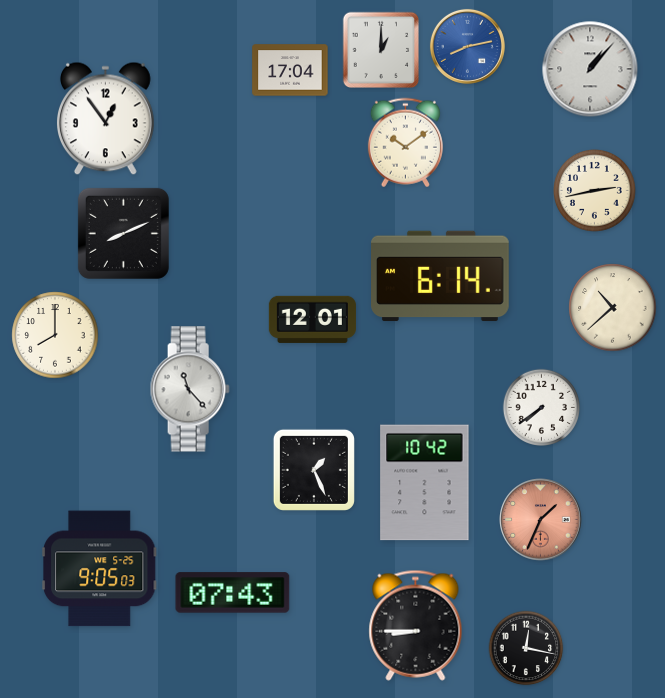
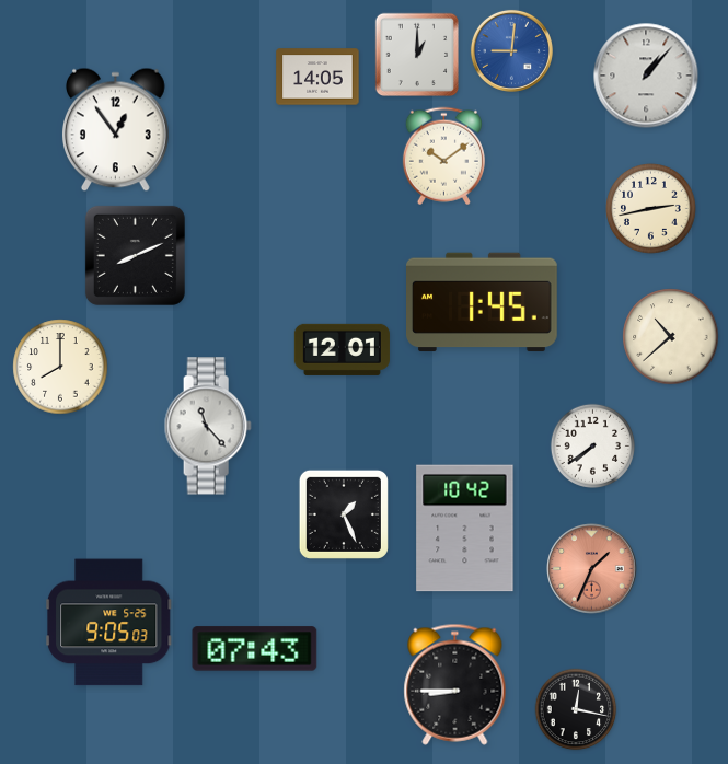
clock at (467, 46): 8:13 -> 9:01
clock at (290, 70): 17:04 -> 14:05
clock at (441, 276): 6:14 -> 1:45
